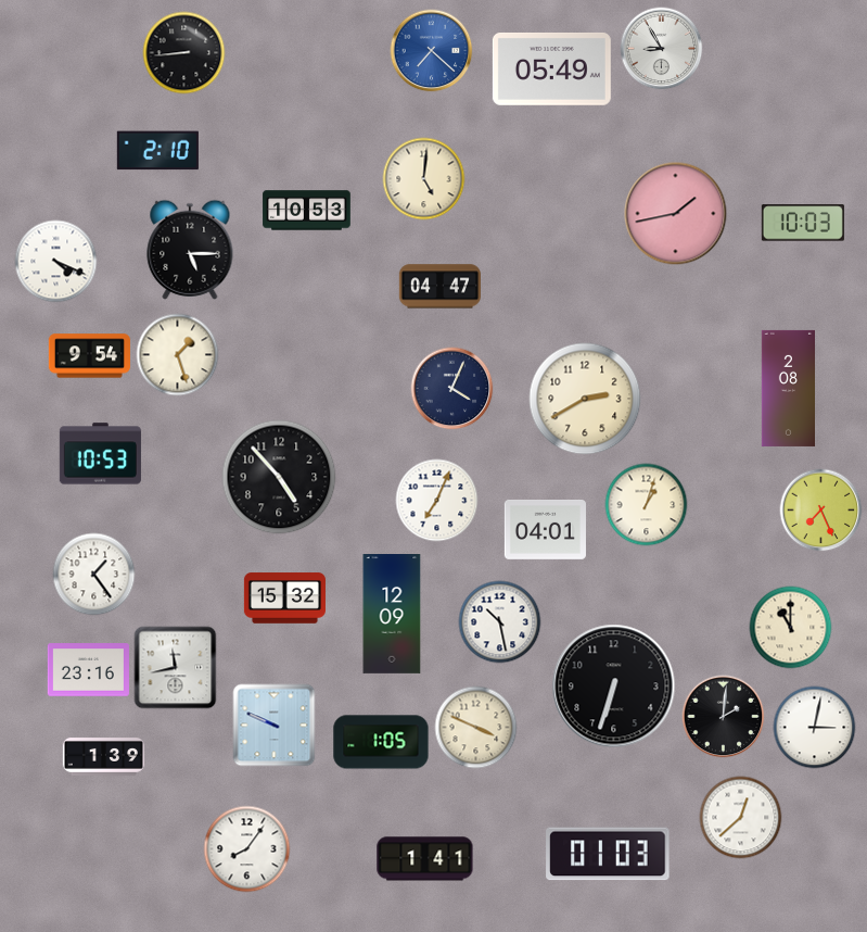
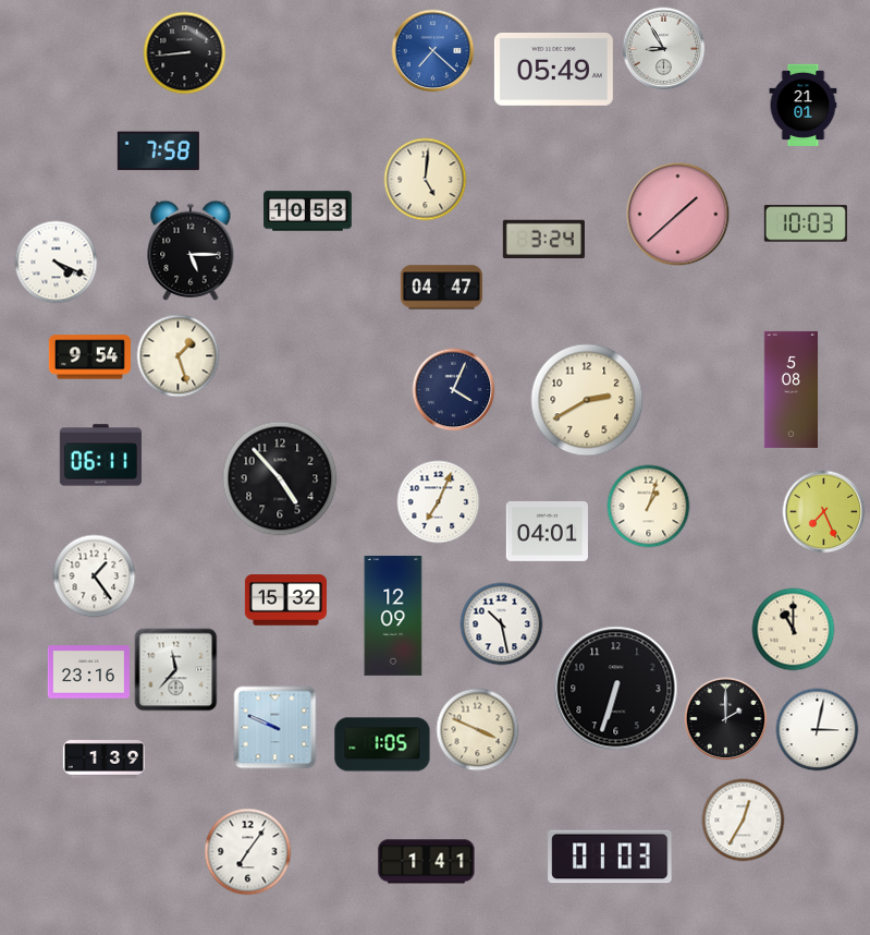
clock at (804, 105): none -> 21:01
clock at (157, 151): 2:10 -> 7:58
clock at (676, 214): 1:43 -> 1:38
clock at (543, 239): none -> 3:24
clock at (788, 388): 2:08 -> 5:08
clock at (100, 454): 10:53 -> 06:11
clock at (176, 668): 11:43 -> 11:37
clock at (724, 717): 2:01 -> 2:00
clock at (741, 818): 12:38 -> 12:35
clock at (247, 849): 8:06 -> 7:06
